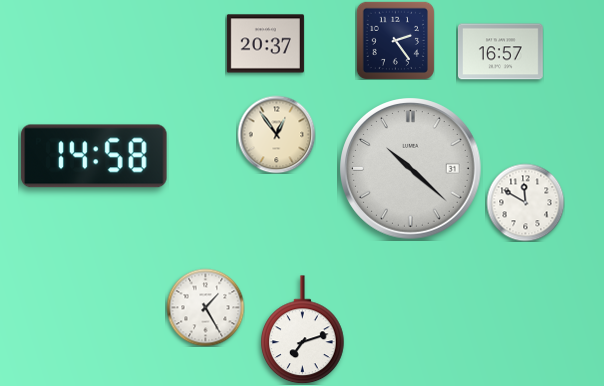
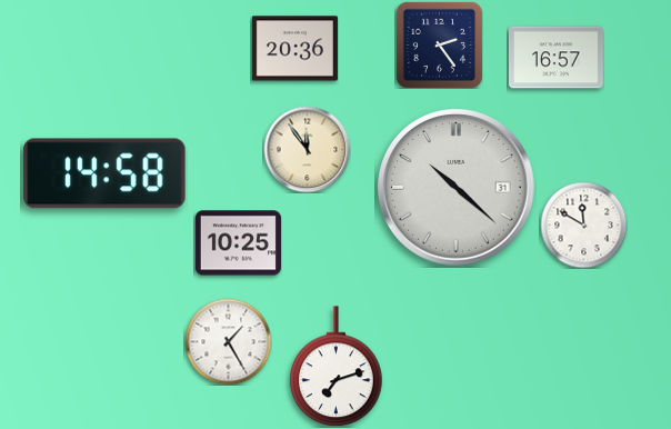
clock at (265, 44): 20:37 -> 20:36
clock at (276, 134): 12:54 -> 11:54
clock at (238, 243): none -> 10:25
